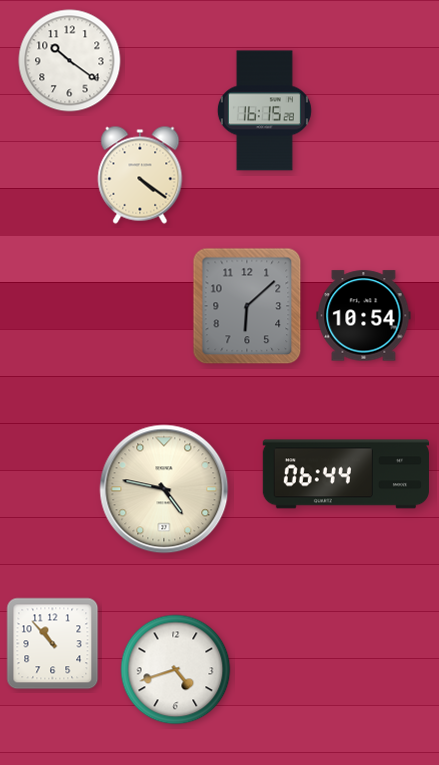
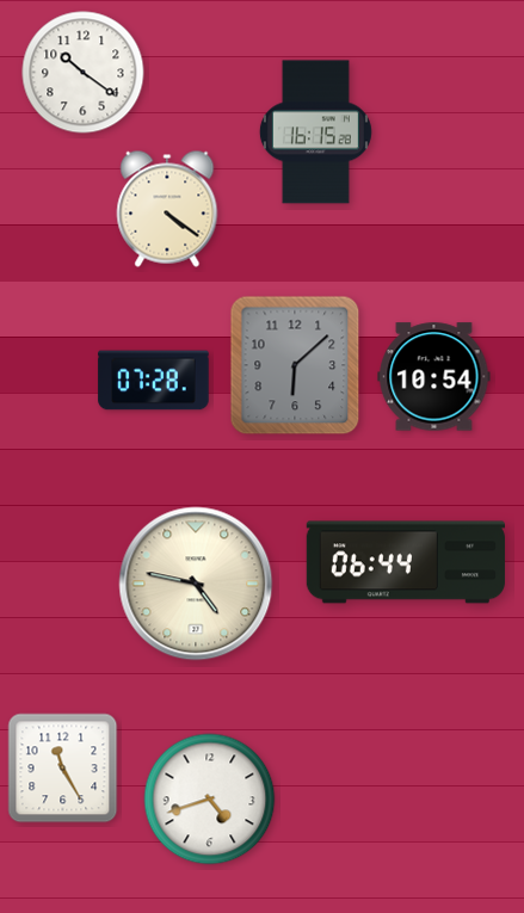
clock at (154, 381): none -> 07:28
clock at (346, 474) position: (346, 474) -> (406, 562)
clock at (53, 644): 10:53 -> 11:25
